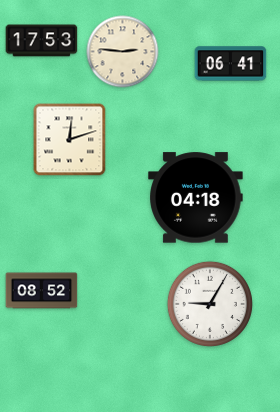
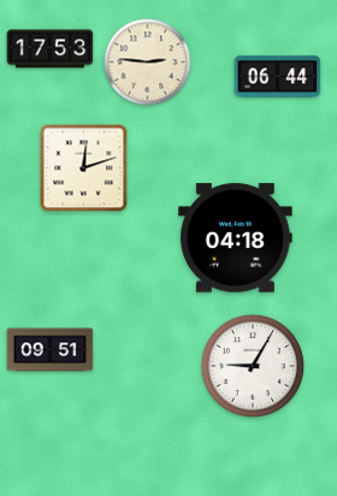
clock at (231, 64): 06:41 -> 06:44
clock at (42, 291): 08:52 -> 09:51
